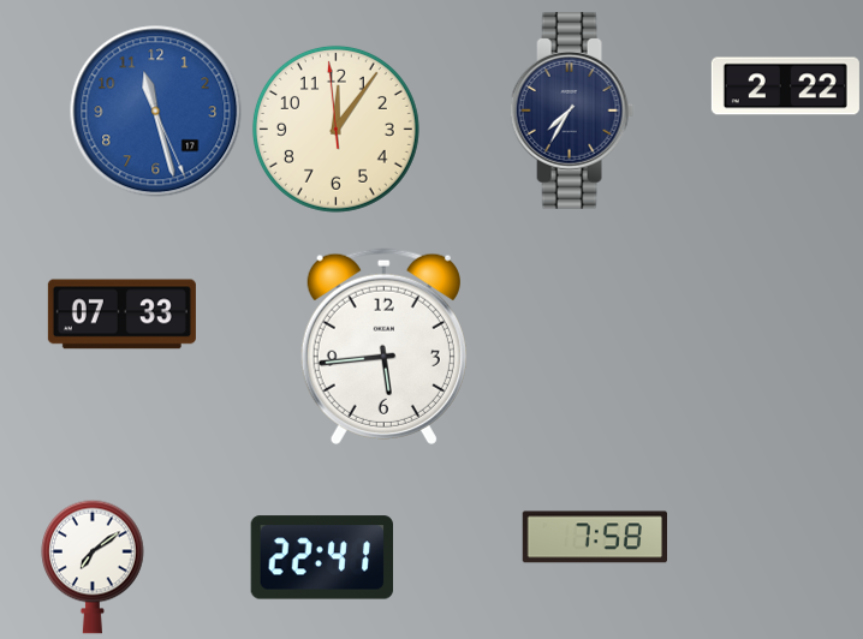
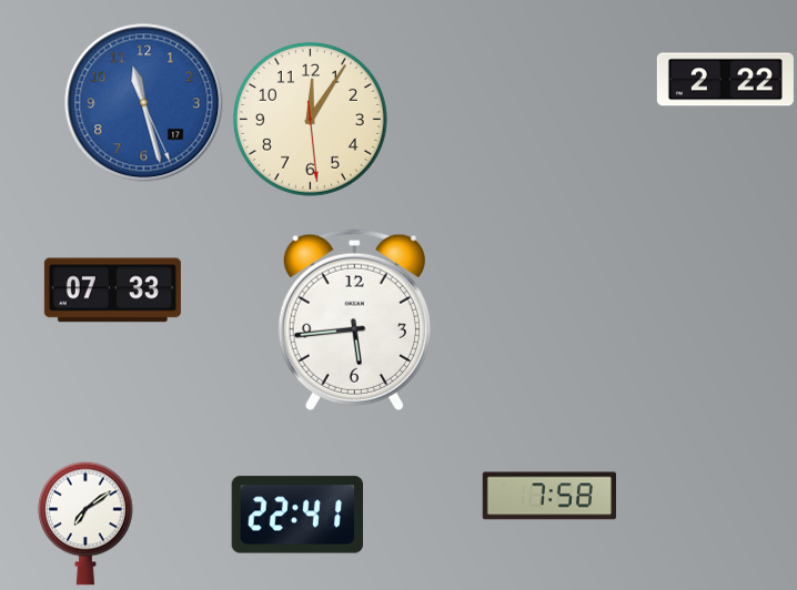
clock at (572, 111): 7:35 -> none
clock at (335, 129): 12:05:59 -> 12:05:29
